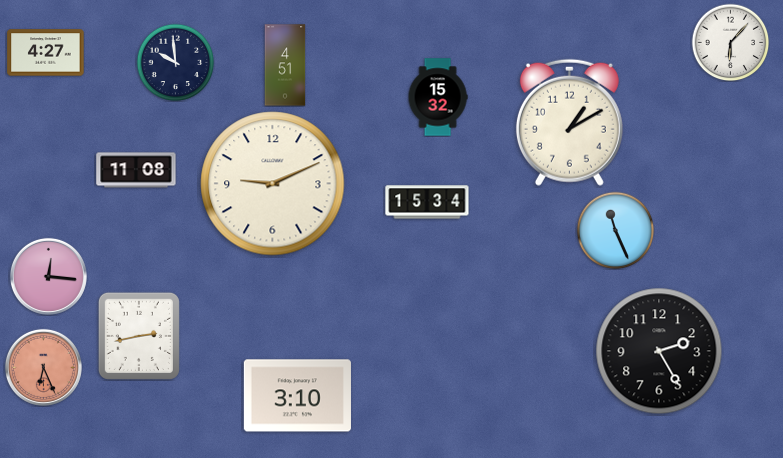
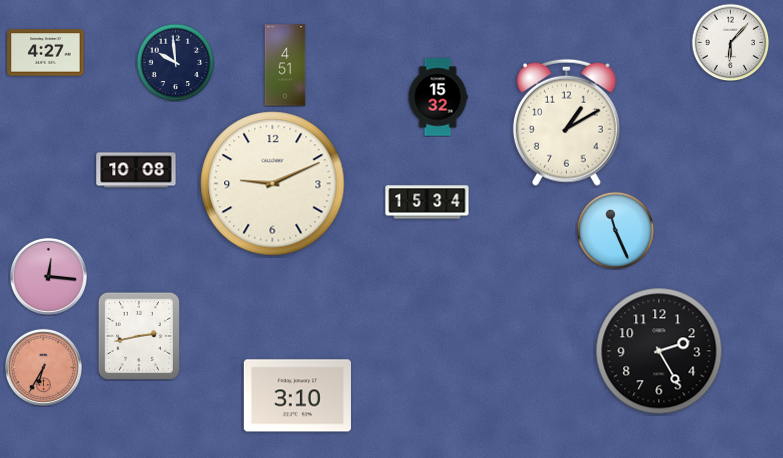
clock at (569, 122) position: (569, 122) -> (566, 122)
clock at (136, 170): 11:08 -> 10:08
clock at (43, 367): 6:26 -> 6:35
